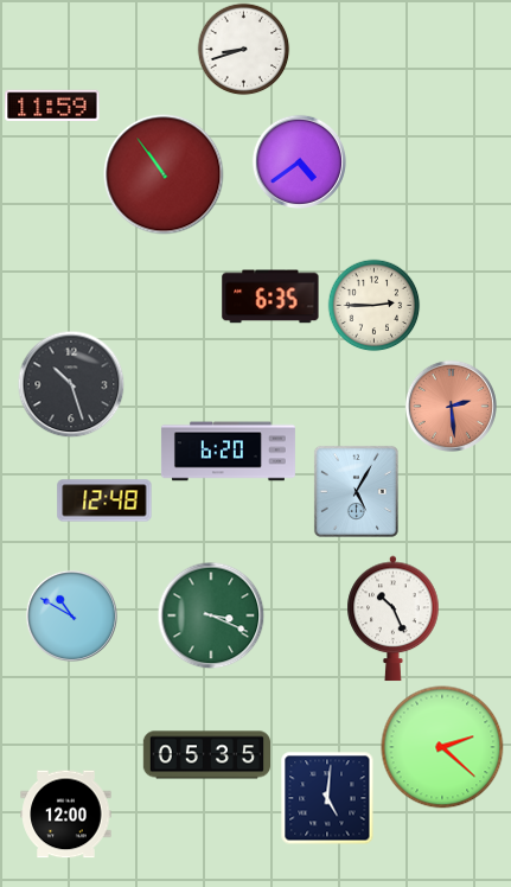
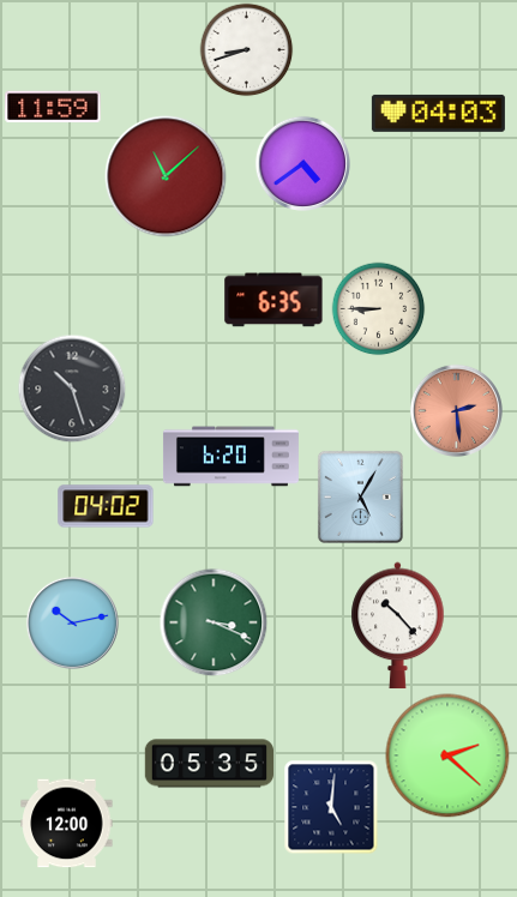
clock at (438, 113): none -> 04:03
clock at (164, 174): 10:54 -> 11:08
clock at (373, 305): 2:45 -> 8:45
clock at (104, 500): 12:48 -> 04:02
clock at (71, 615): 10:50 -> 10:13
clock at (394, 619): 10:26 -> 10:23
